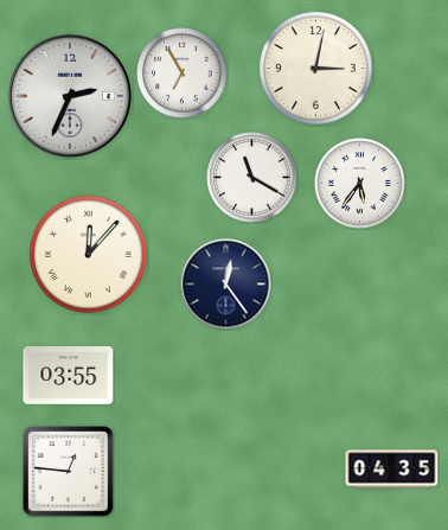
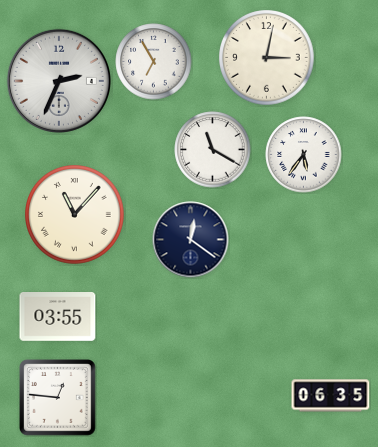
clock at (89, 255): 12:07 -> 11:07
clock at (226, 285): 12:24 -> 12:21
clock at (392, 470): 04:35 -> 06:35
